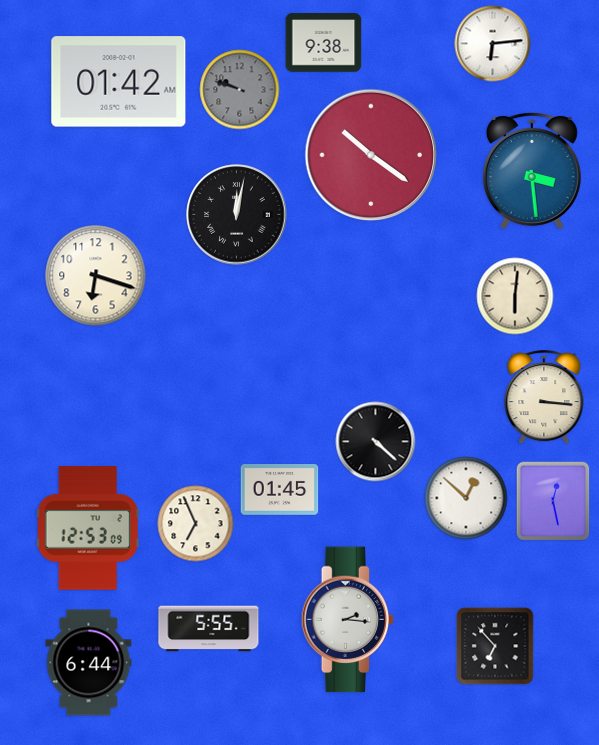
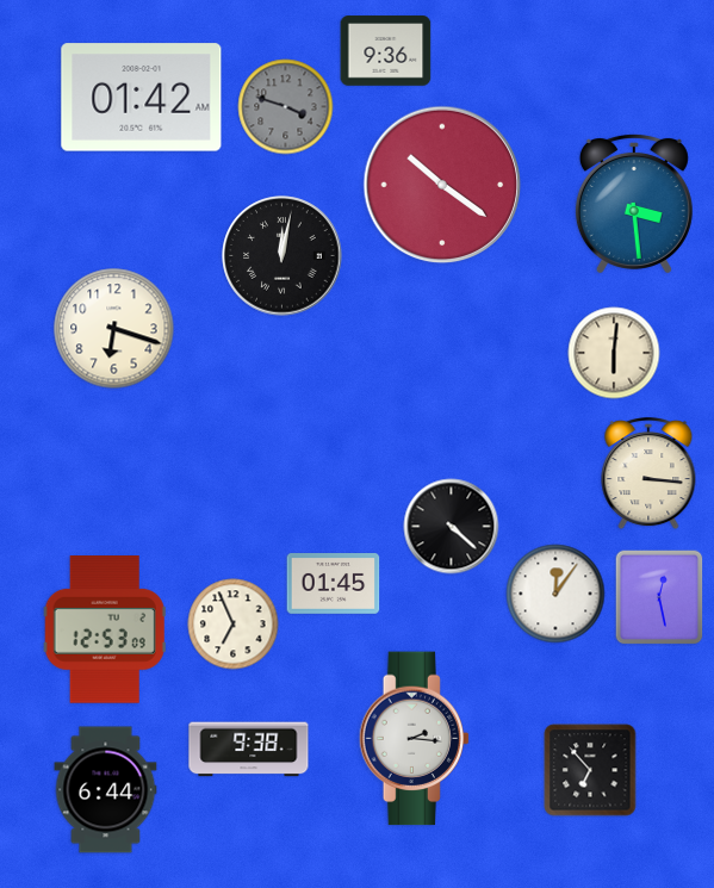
clock at (324, 43): 9:38 -> 9:36
clock at (493, 44): 6:14 -> none
clock at (240, 90): 9:48 -> 3:48
clock at (376, 442) position: (376, 442) -> (452, 527)
clock at (466, 498): 12:52 -> 12:06
clock at (209, 629): 5:55 -> 9:38
